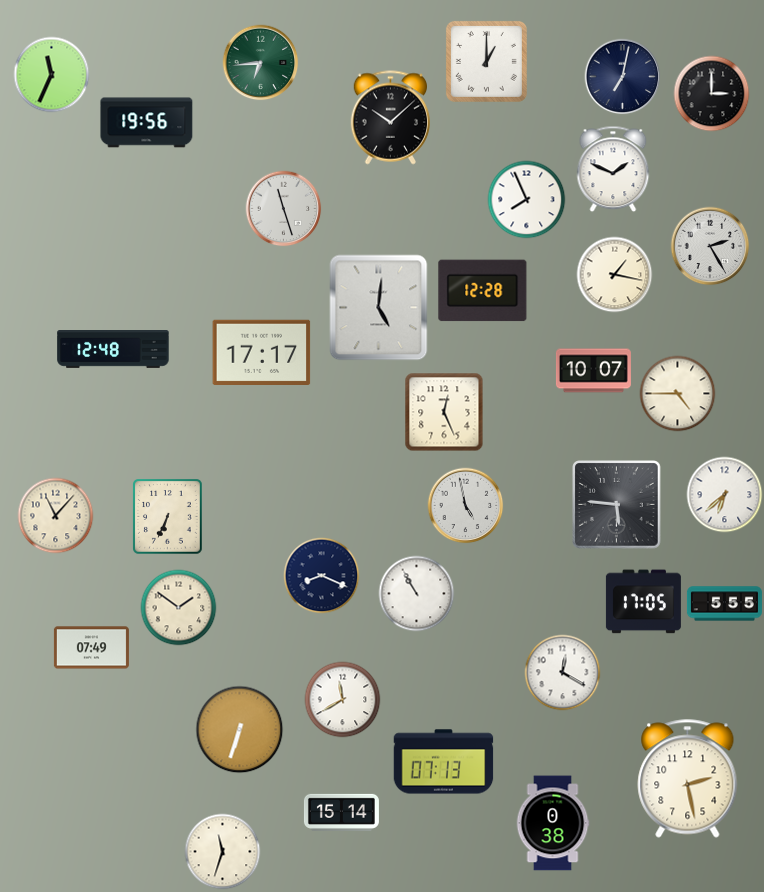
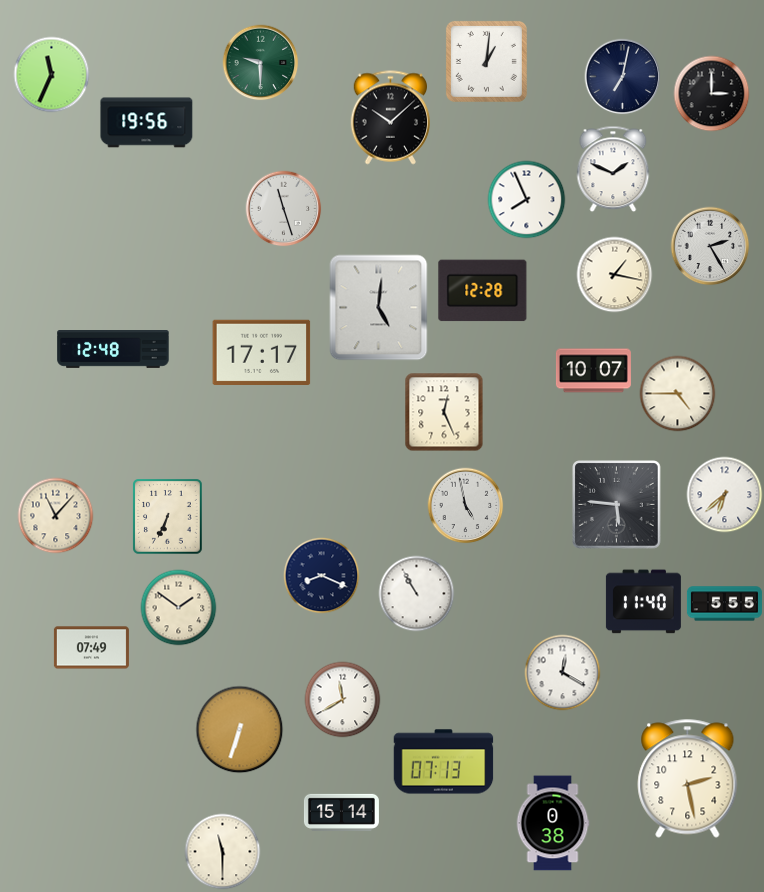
clock at (486, 61): 1:00 -> 1:01
clock at (261, 63): 6:44 -> 9:30
clock at (643, 602): 17:05 -> 11:40
clock at (223, 852): 11:33 -> 11:30
